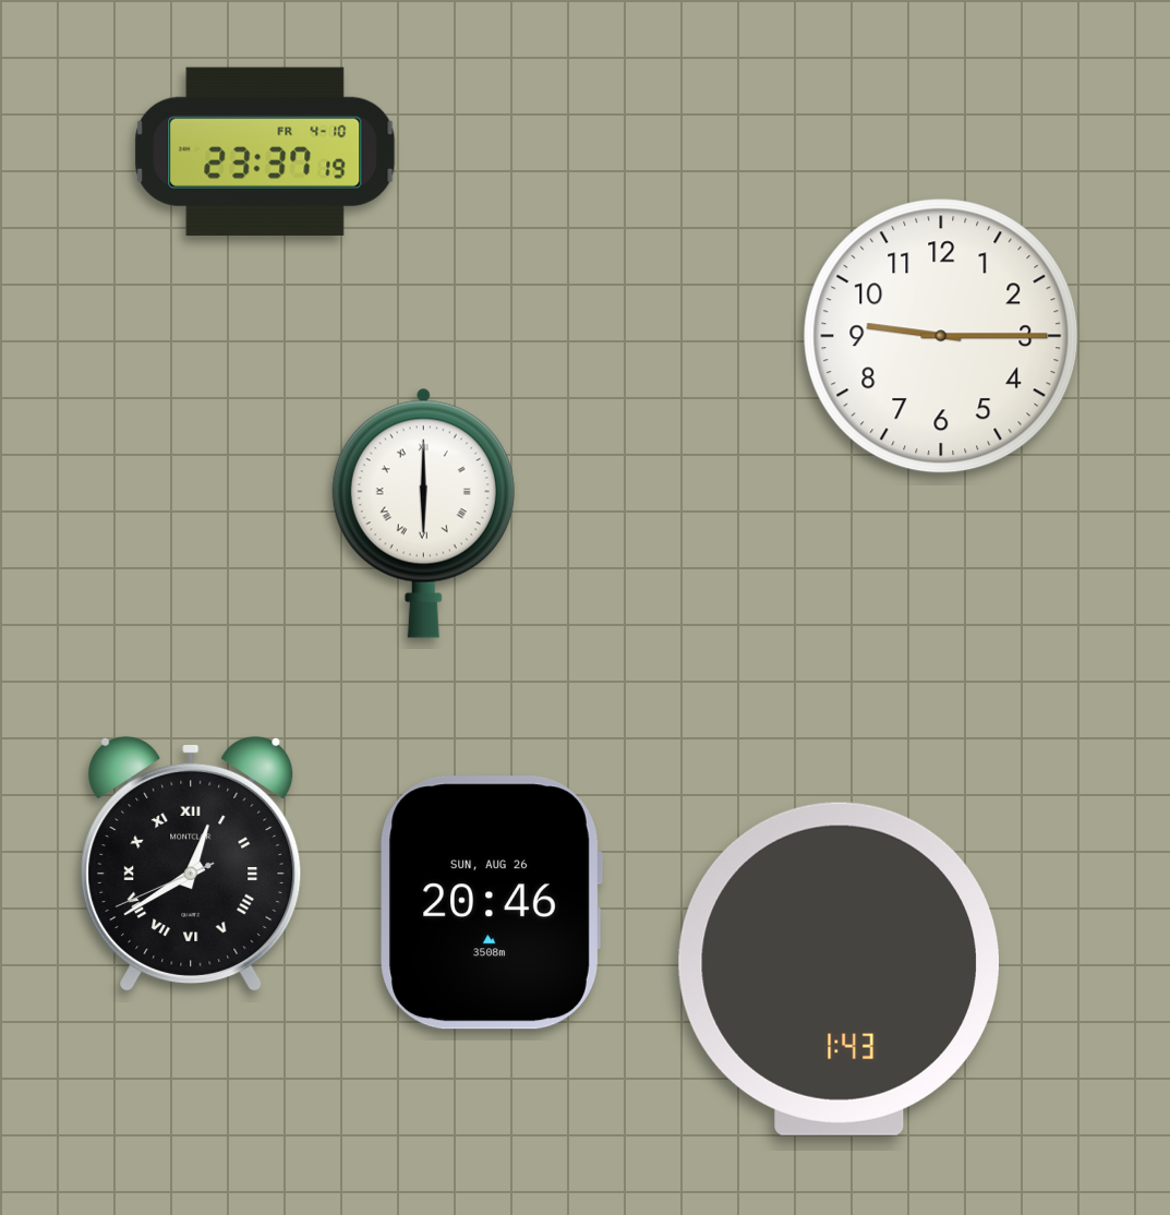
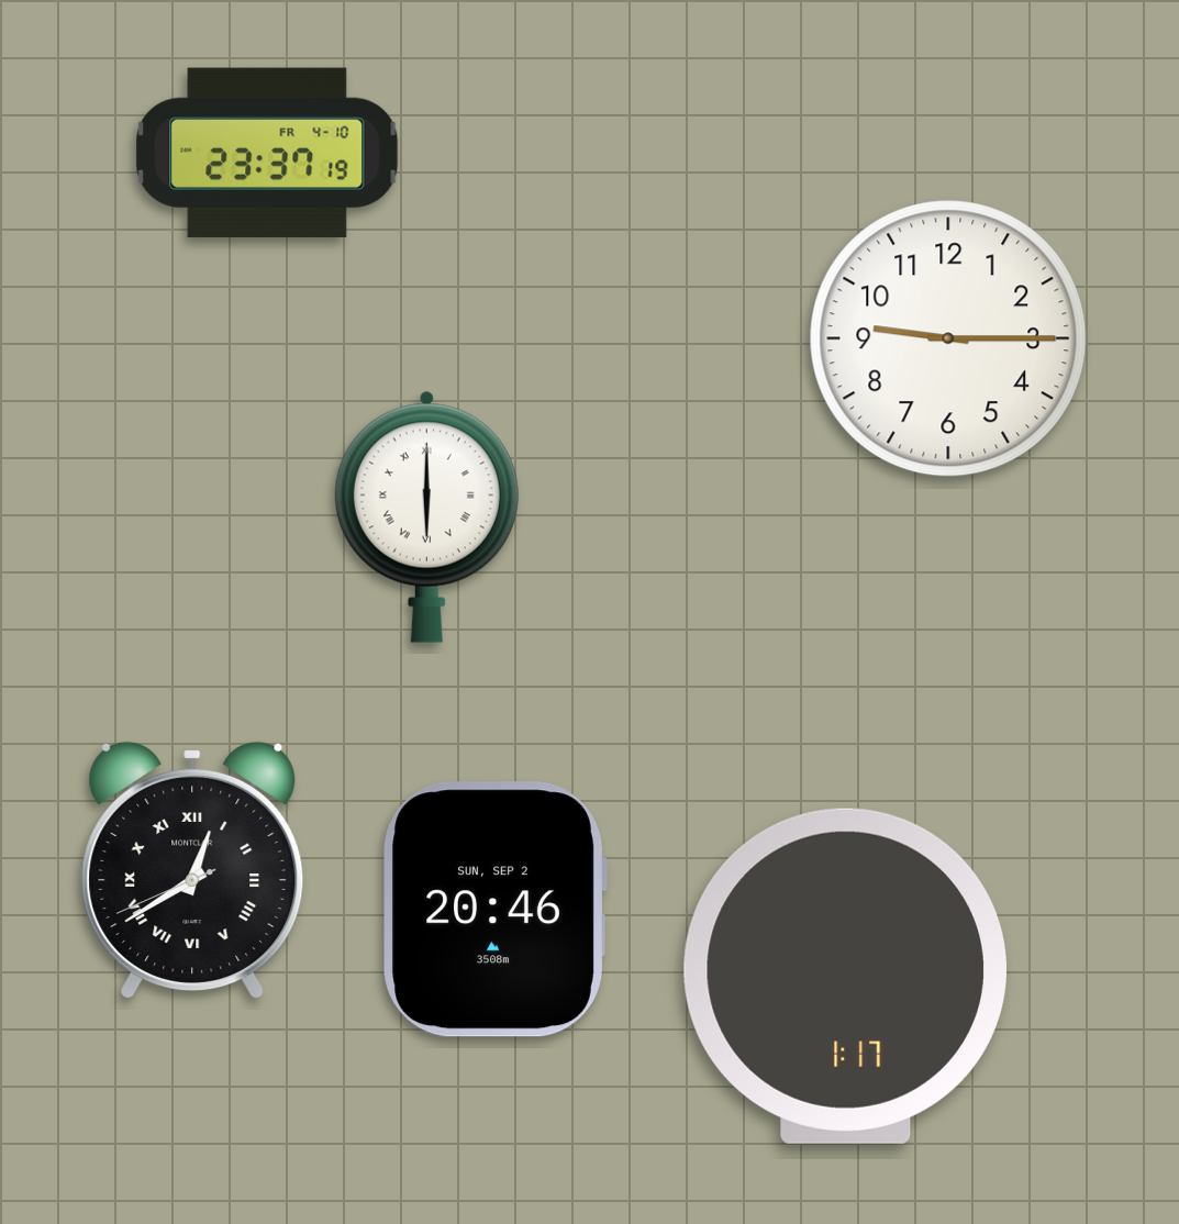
clock at (491, 903) date: SUN, AUG 26 -> SUN, SEP 2
clock at (839, 969): 1:43 -> 1:17
